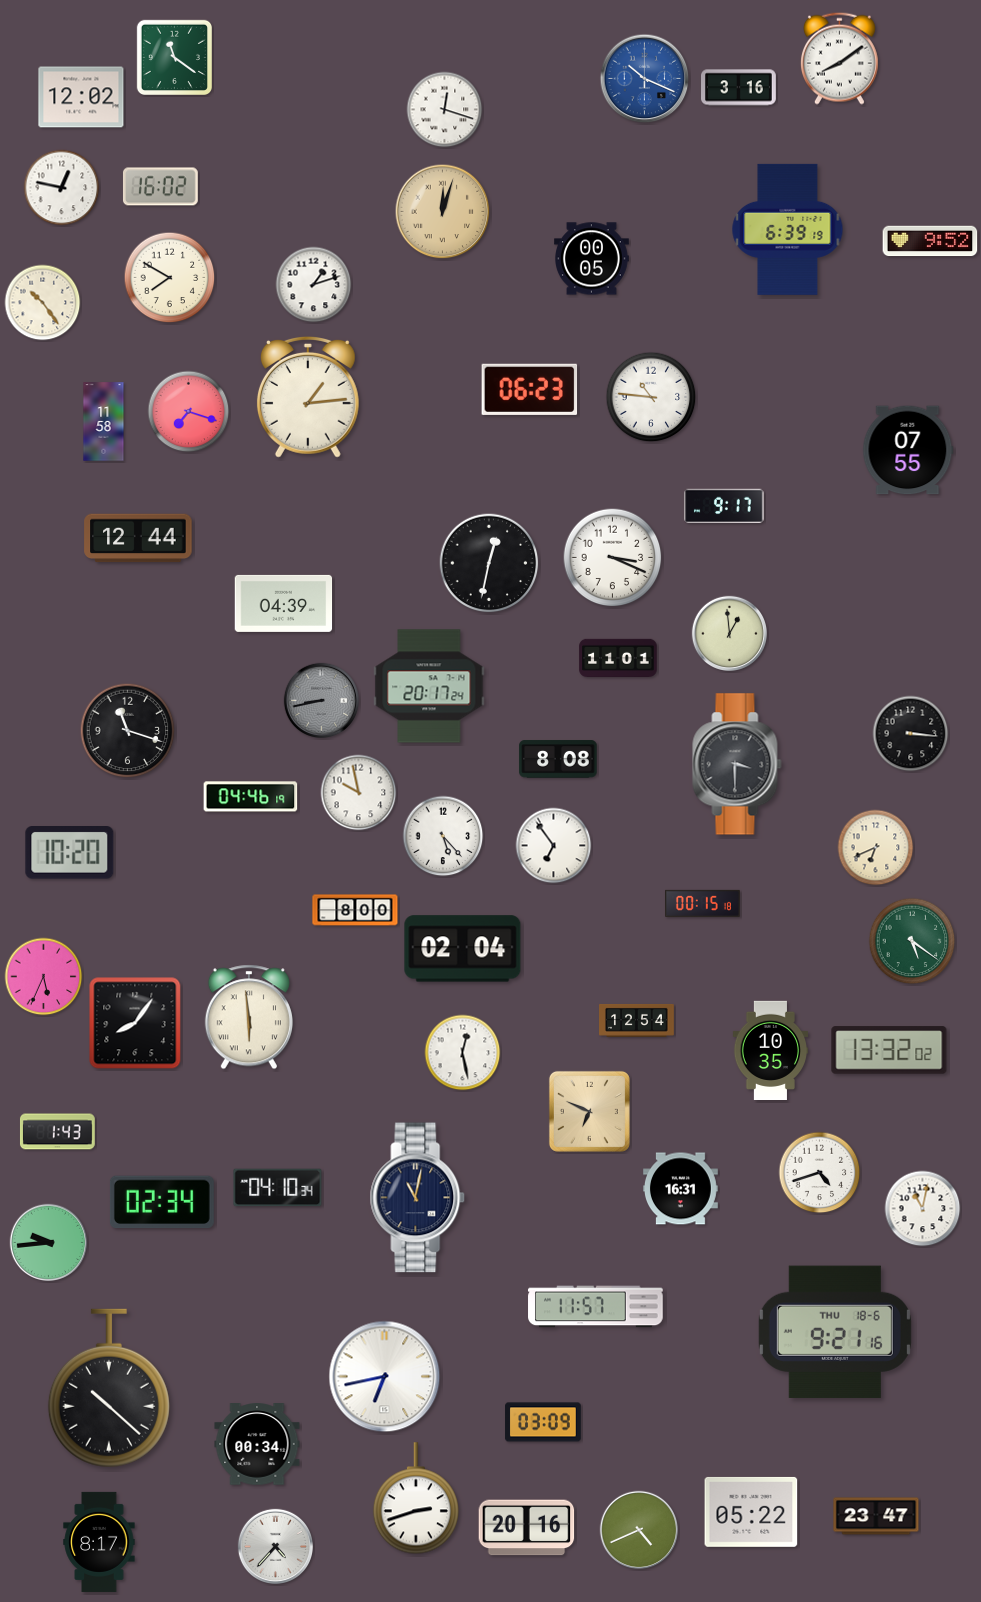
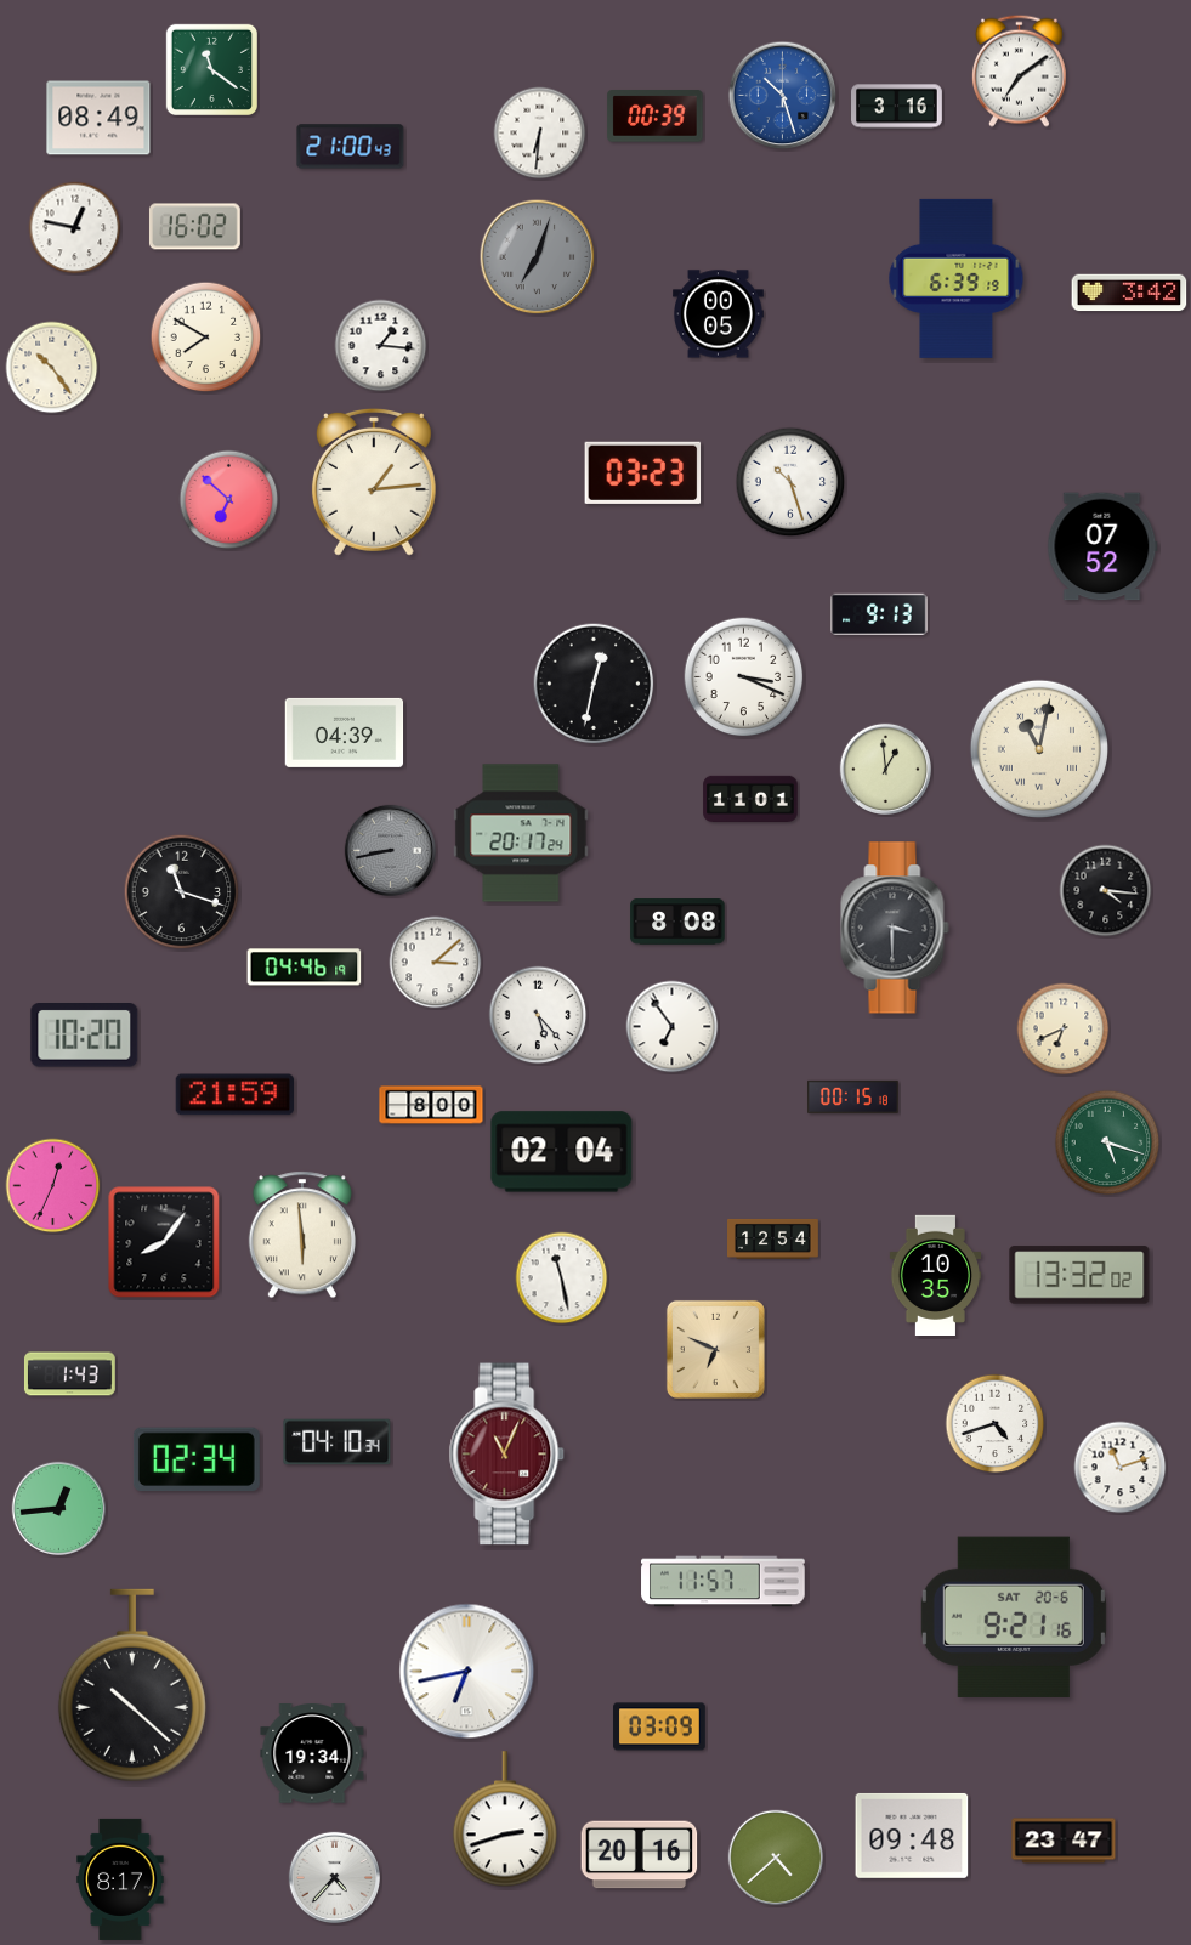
clock at (839, 58): 8:09 -> 7:09
clock at (645, 79): 10:19 -> 10:27
clock at (656, 117): none -> 00:39
clock at (81, 97): 12:02 -> 08:49
clock at (445, 110): 12:18 -> 6:31
clock at (351, 147): none -> 21:00
clock at (443, 212): 12:03 -> 7:03
clock at (443, 212) dial: champagne -> grey
clock at (930, 241): 9:52 -> 3:42
clock at (314, 285): 1:12 -> 1:16
clock at (530, 389): 06:23 -> 03:23
clock at (651, 397): 10:46 -> 10:27
clock at (189, 412): 7:18 -> 6:52
clock at (104, 422): 11:58 -> none
clock at (908, 450): 07:55 -> 07:52
clock at (724, 506): 9:17 -> 9:13
clock at (138, 538): 12:44 -> none
clock at (1038, 748): none -> 11:02
clock at (128, 731) position: (128, 731) -> (182, 892)
clock at (911, 734): 3:16 -> 4:16
clock at (359, 793): 9:58 -> 3:08
clock at (236, 1095): none -> 21:59
clock at (912, 941): 5:21 -> 5:18
clock at (44, 977): 5:34 -> 12:34
clock at (463, 1053): 12:28 -> 11:28
clock at (681, 1189): 16:31 -> none
clock at (418, 1198): 11:02 -> 11:04
clock at (418, 1198) dial: navy -> burgundy
clock at (923, 1209): 11:02 -> 11:12
clock at (49, 1243): 9:44 -> 12:44
clock at (596, 1307) position: (596, 1307) -> (724, 1582)
clock at (835, 1331) date: THU 18-6 -> SAT 20-6
clock at (257, 1444): 00:34 -> 19:34
clock at (751, 1512): 05:22 -> 09:48
clock at (639, 1530): 4:41 -> 4:38
clock at (99, 1542) position: (99, 1542) -> (120, 1879)
